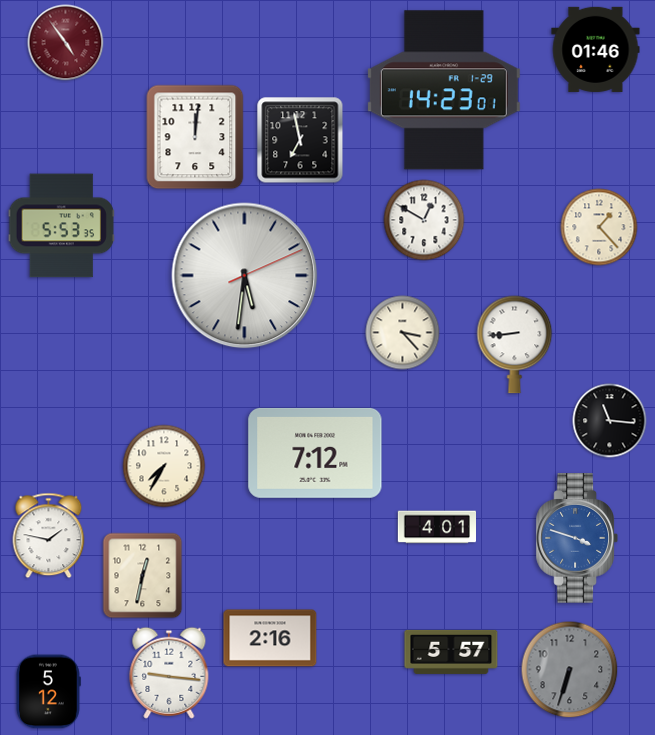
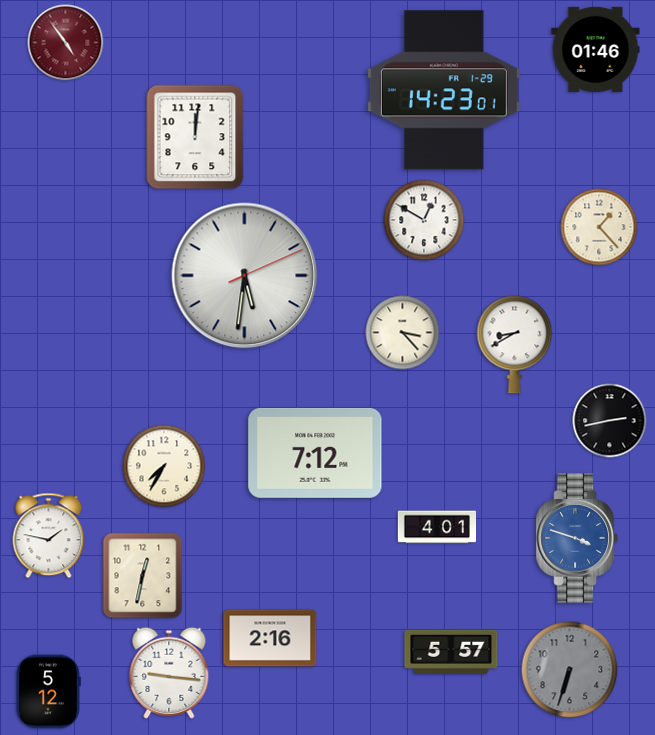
clock at (300, 140): 6:58 -> none
clock at (61, 226): 5:53 -> none
clock at (515, 345): 8:44 -> 8:40
clock at (610, 421): 11:16 -> 2:43
